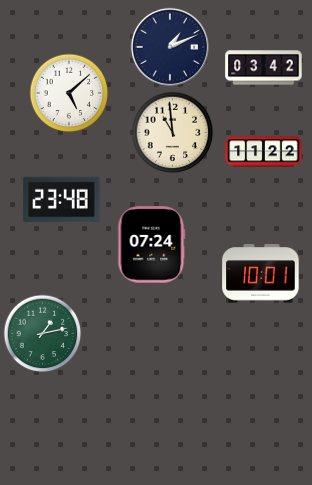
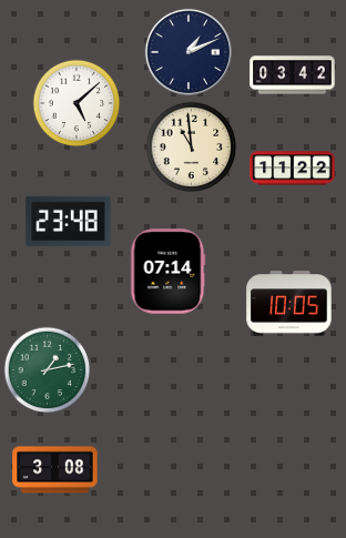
clock at (152, 245): 07:24 -> 07:14
clock at (261, 274): 10:01 -> 10:05
clock at (55, 470): none -> 3:08
